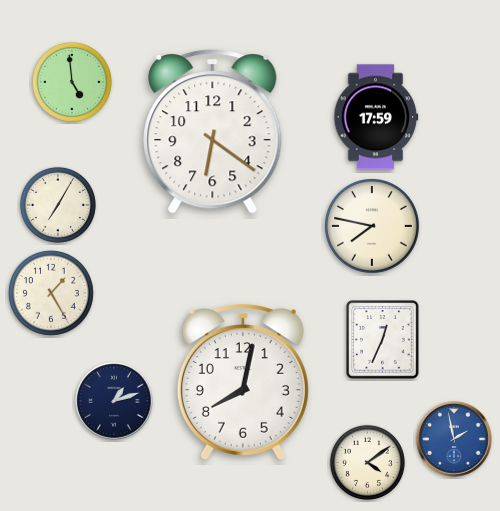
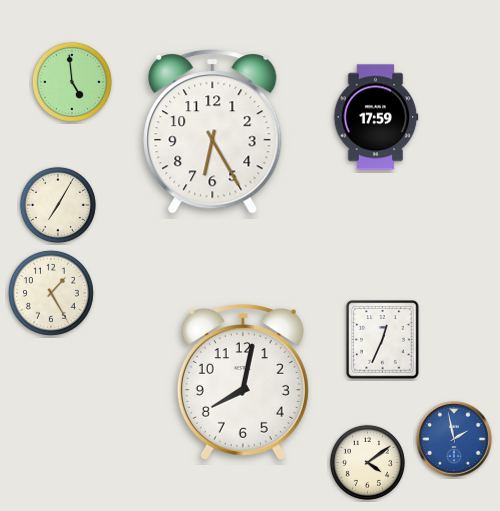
clock at (213, 132): 6:21 -> 6:25
clock at (373, 227): 7:47 -> none
clock at (114, 401): 1:12 -> none
